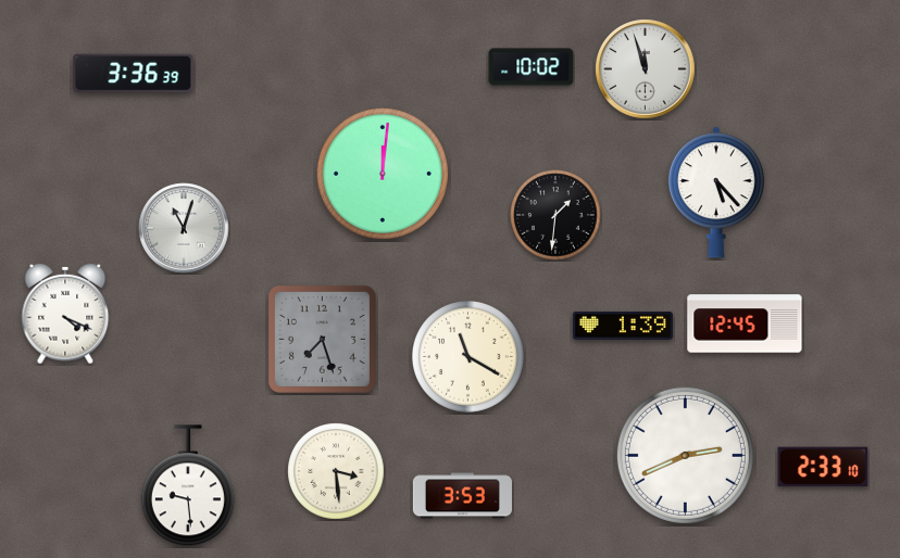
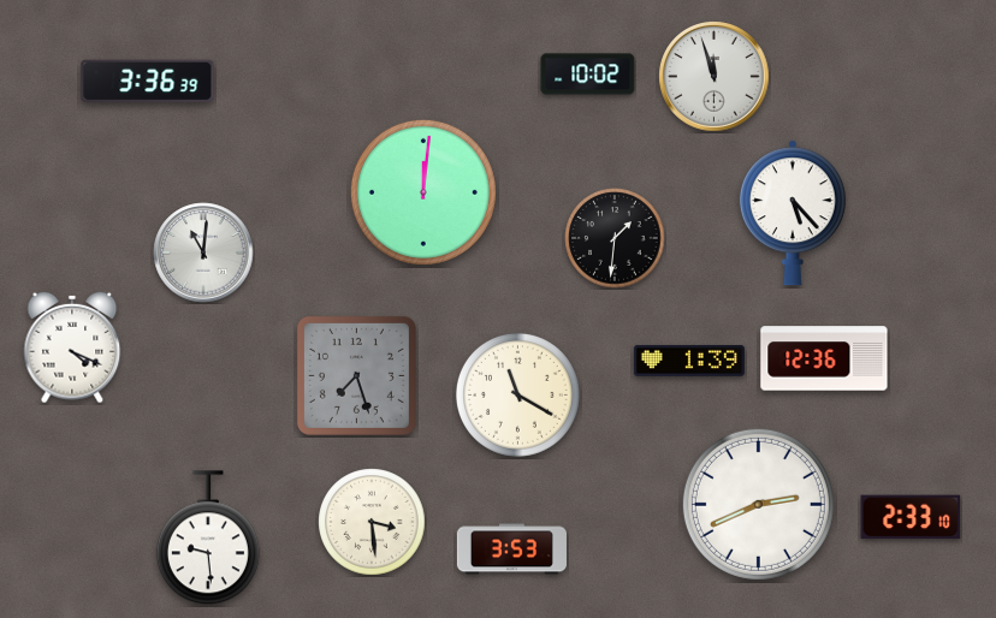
clock at (184, 228): 11:03 -> 11:01
clock at (745, 324): 12:45 -> 12:36
